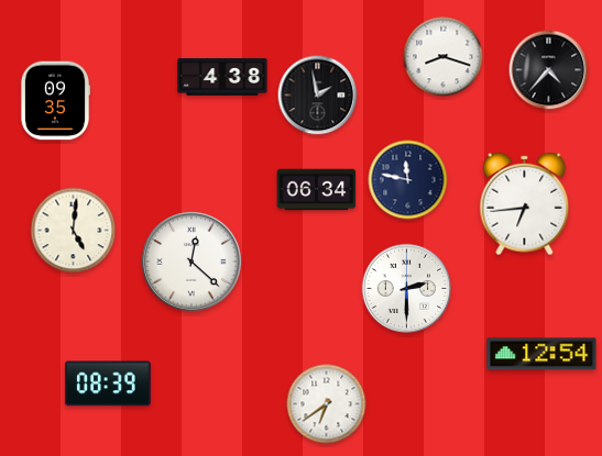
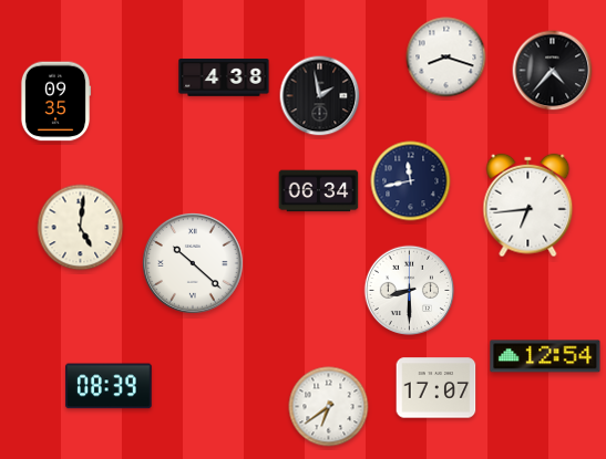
clock at (408, 180): 11:47 -> 11:43
clock at (74, 231) position: (74, 231) -> (81, 228)
clock at (191, 262): 12:22 -> 10:22
clock at (406, 288): 2:30 -> 8:30
clock at (436, 388): none -> 17:07
